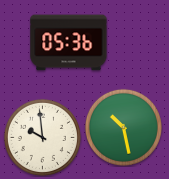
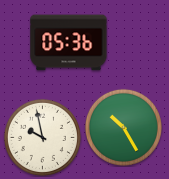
clock at (123, 127): 10:28 -> 10:25
clock at (42, 137): 9:59 -> 9:58
